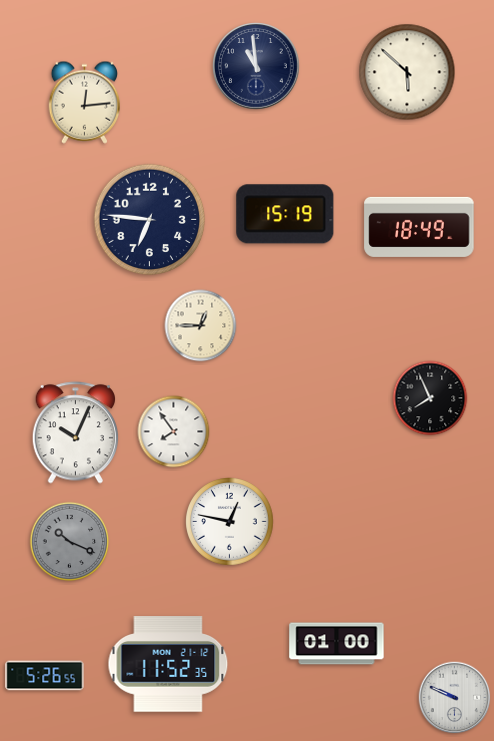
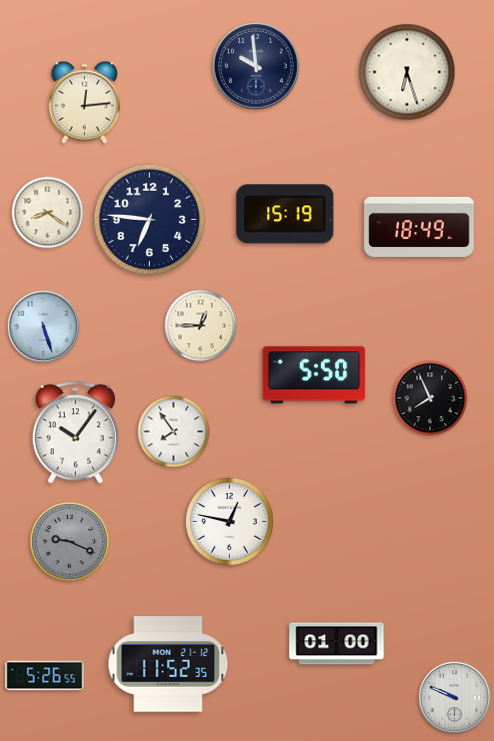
clock at (256, 66): 10:59 -> 9:59
clock at (407, 72): 5:52 -> 6:27
clock at (48, 213): none -> 8:21
clock at (44, 327): none -> 5:27
clock at (314, 375): none -> 5:50
clock at (75, 433): 10:04 -> 10:06
clock at (70, 542): 10:19 -> 9:19
